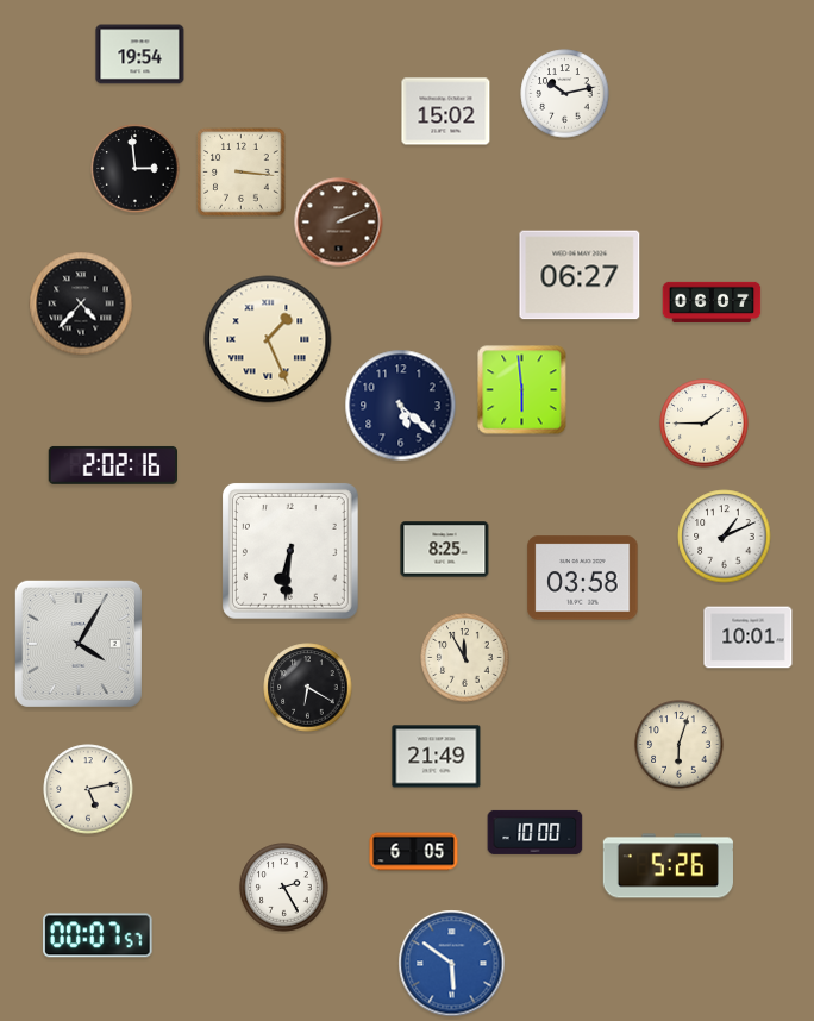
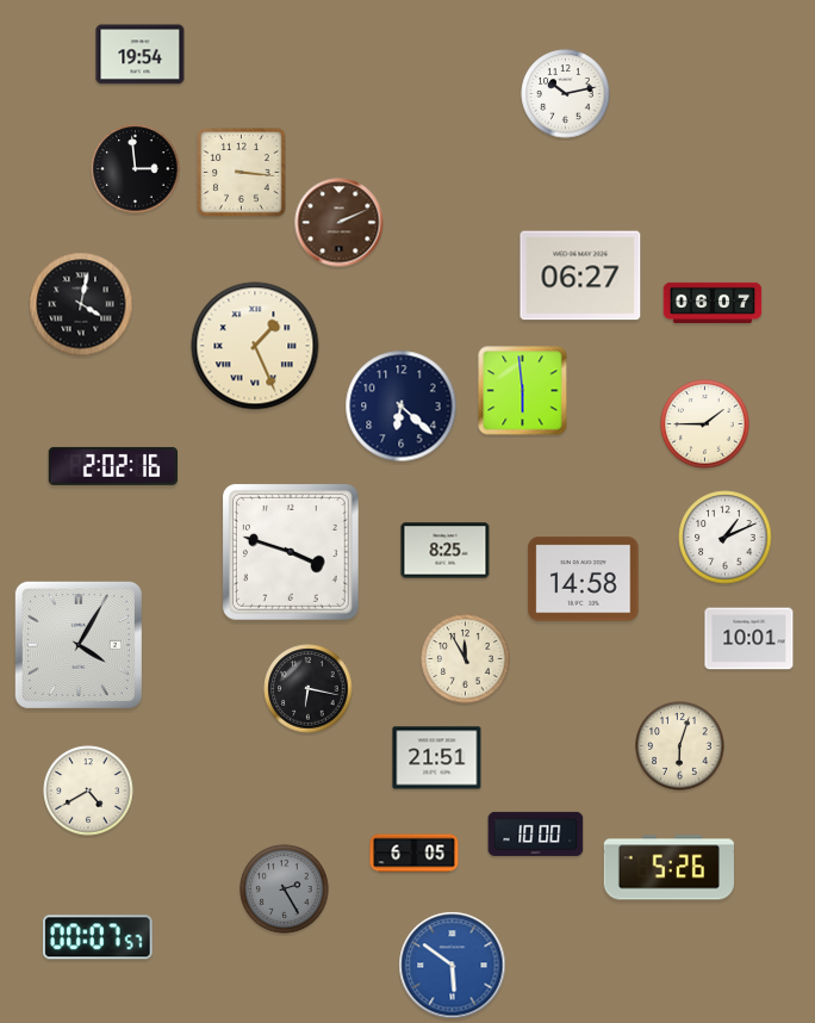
clock at (446, 112): 15:02 -> none
clock at (81, 303): 4:37 -> 4:02
clock at (268, 339) position: (268, 339) -> (255, 346)
clock at (401, 406): 5:22 -> 6:22
clock at (290, 551): 6:31 -> 3:48
clock at (583, 578): 03:58 -> 14:58
clock at (308, 688): 6:20 -> 6:17
clock at (437, 757): 21:49 -> 21:51
clock at (88, 789): 5:13 -> 4:40
clock at (284, 888) dial: white -> grey
